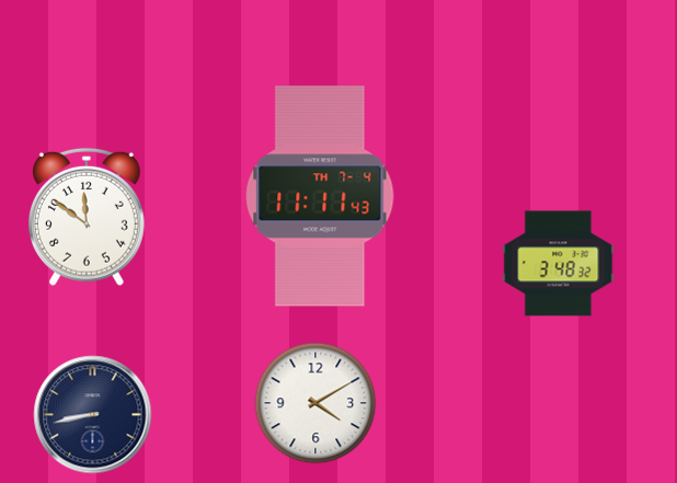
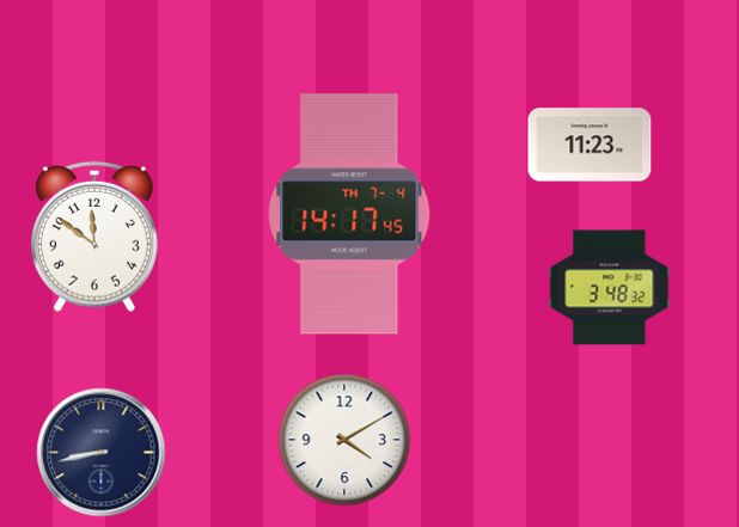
clock at (590, 145): none -> 11:23
clock at (320, 196): 11:11 -> 14:17
